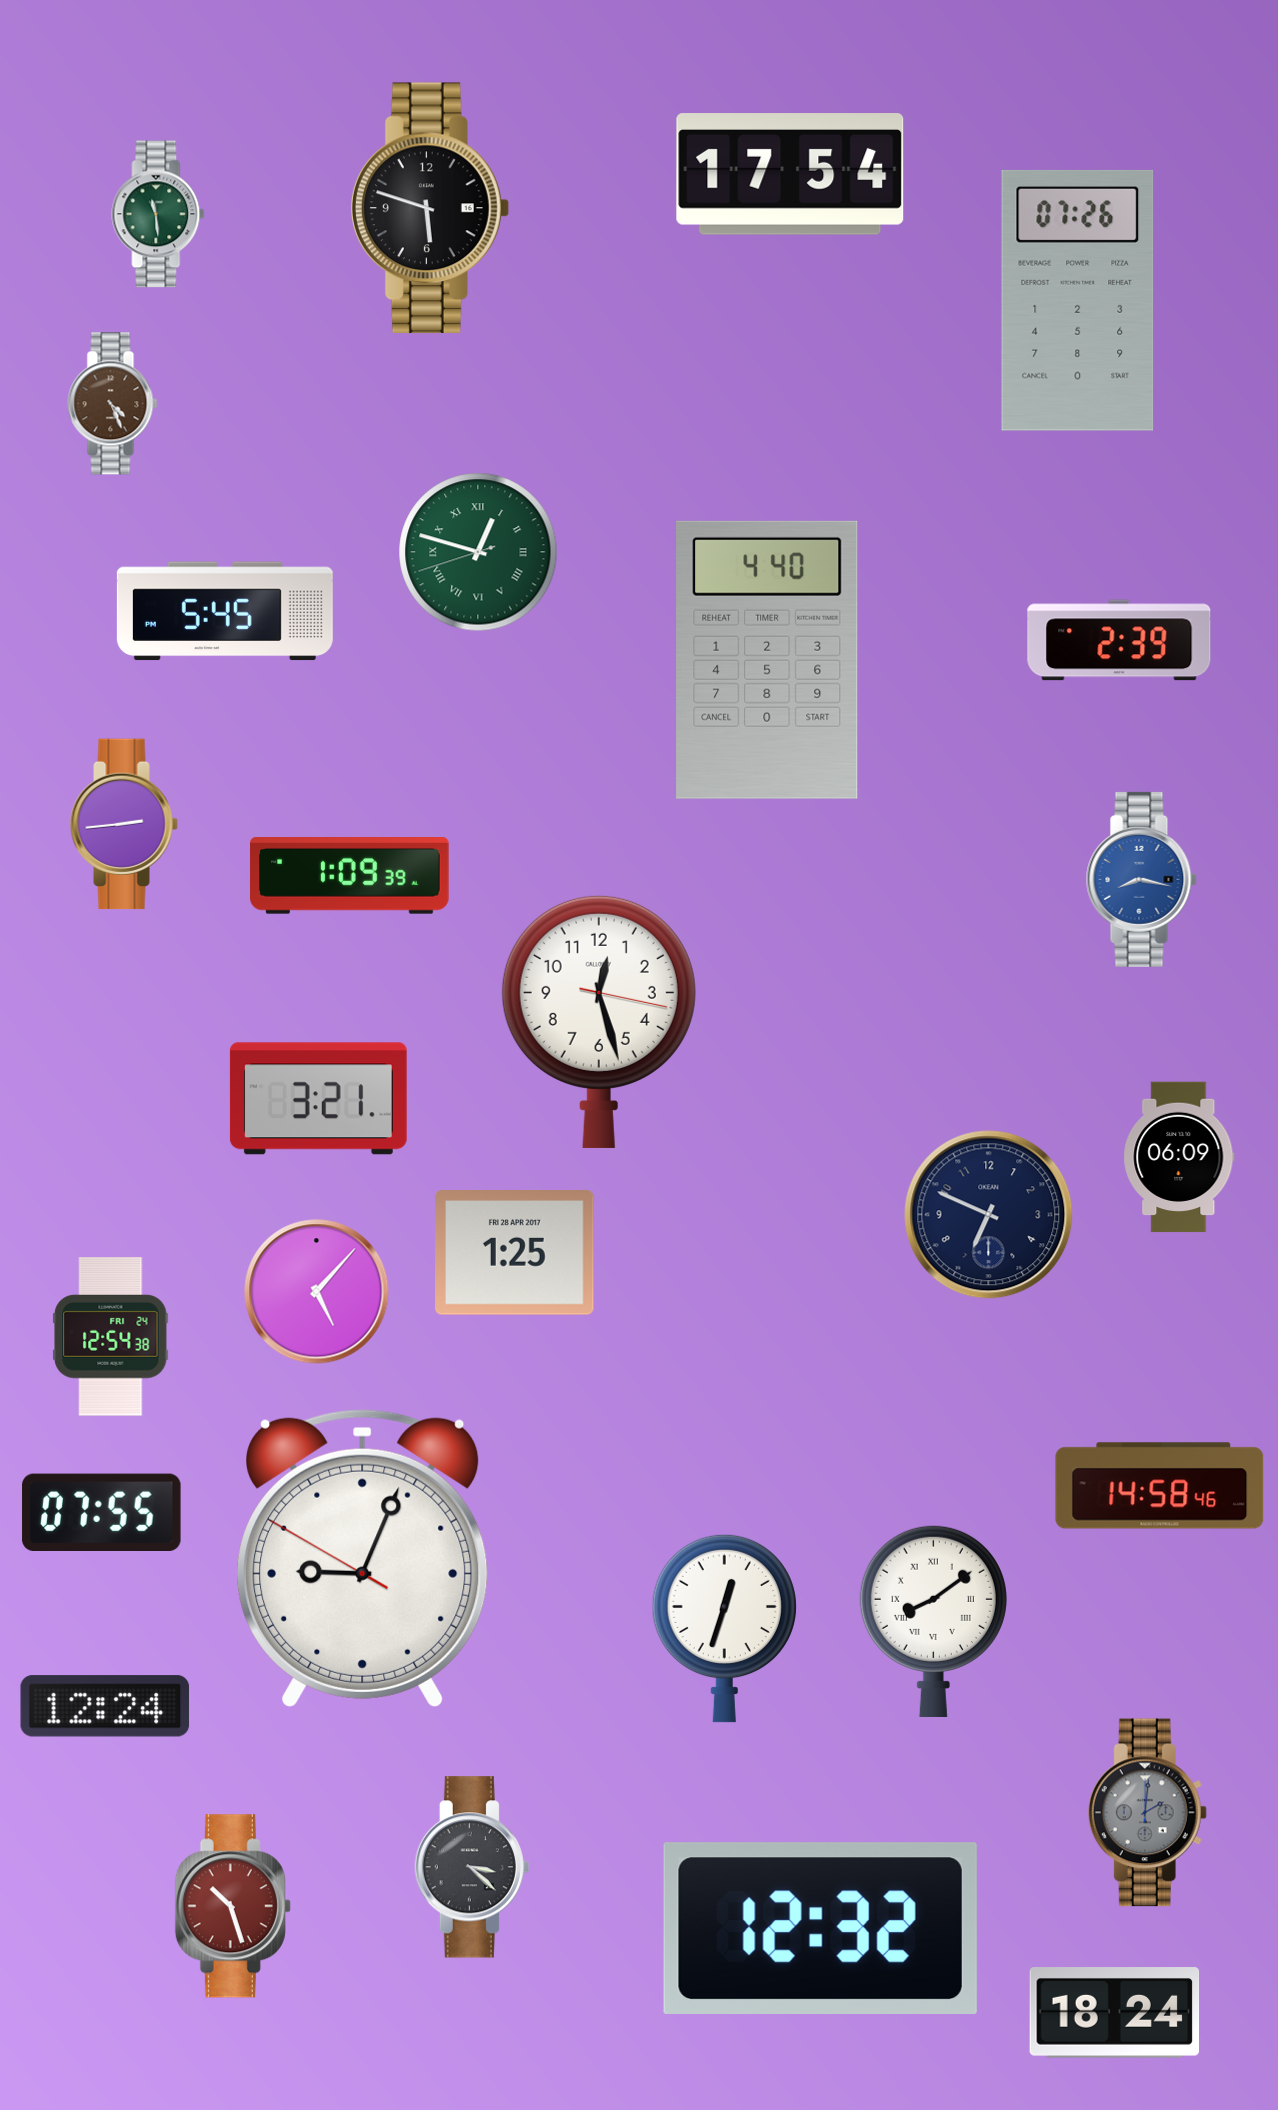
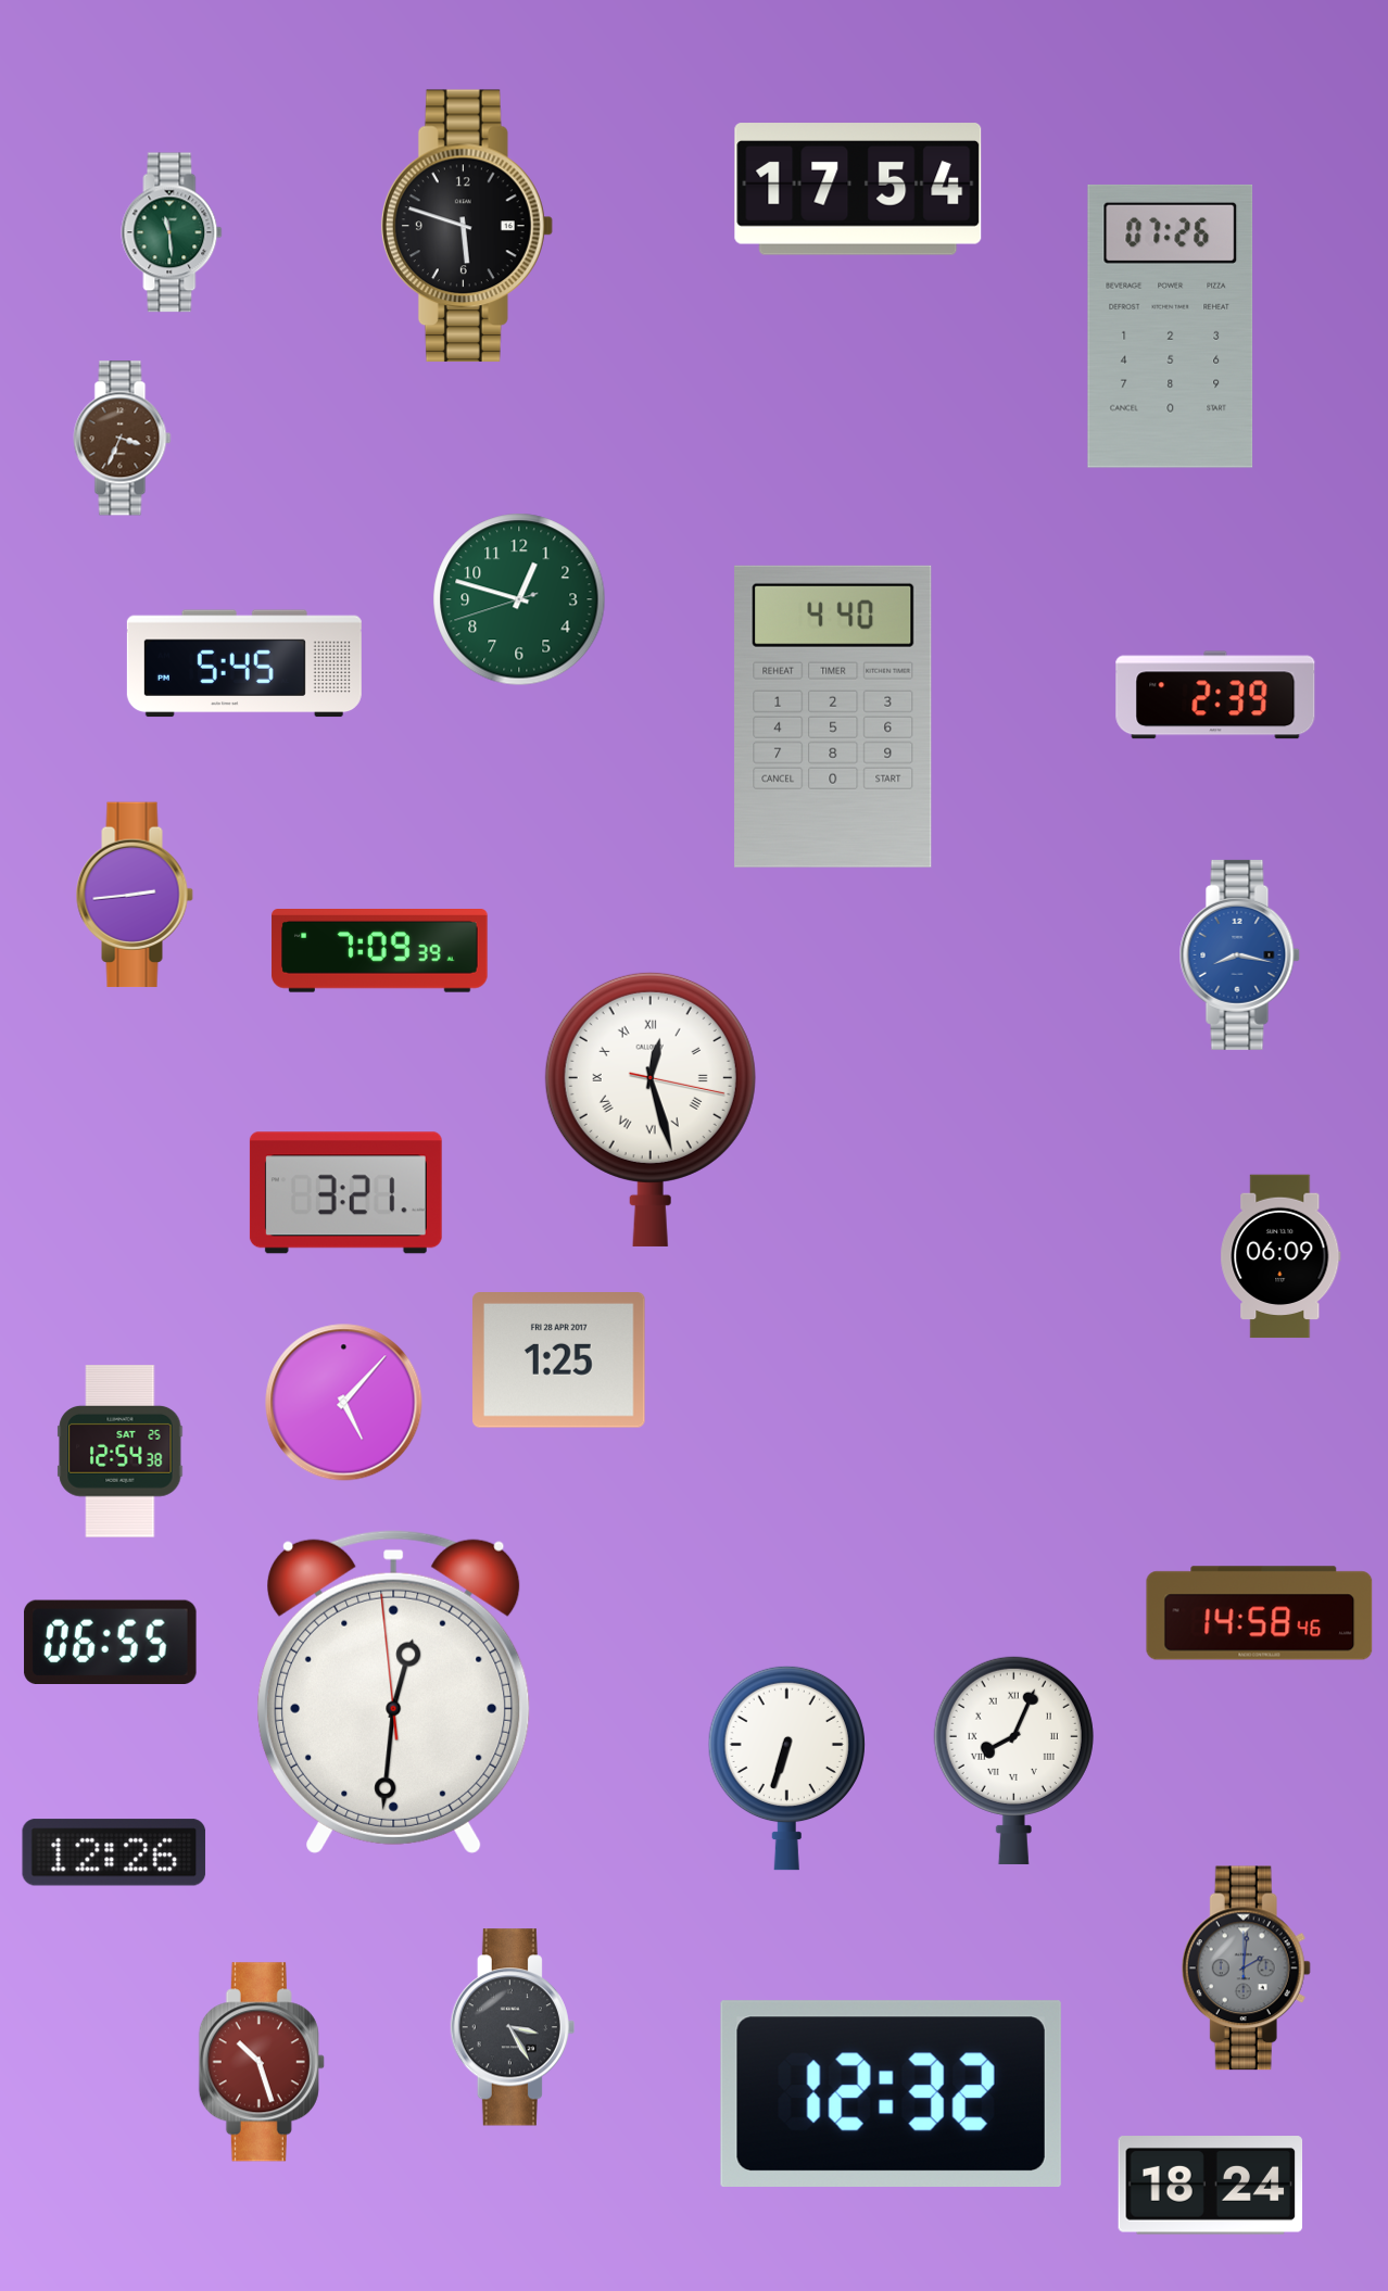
clock at (113, 404): 4:26 -> 3:34
clock at (478, 552) numerals: Roman -> Arabic
clock at (350, 876): 1:09 -> 7:09
clock at (599, 1021) numerals: Arabic -> Roman
clock at (989, 1215): 6:49 -> none
clock at (111, 1337) date: FRI 24 -> SAT 25
clock at (102, 1512): 07:55 -> 06:55
clock at (363, 1558): 9:03 -> 12:30
clock at (933, 1621): 8:09 -> 8:04
clock at (724, 1628): 12:33 -> 6:33
clock at (105, 1706): 12:24 -> 12:26
clock at (472, 1867): 3:22 -> 3:25
clock at (233, 1906) position: (233, 1906) -> (262, 2062)
